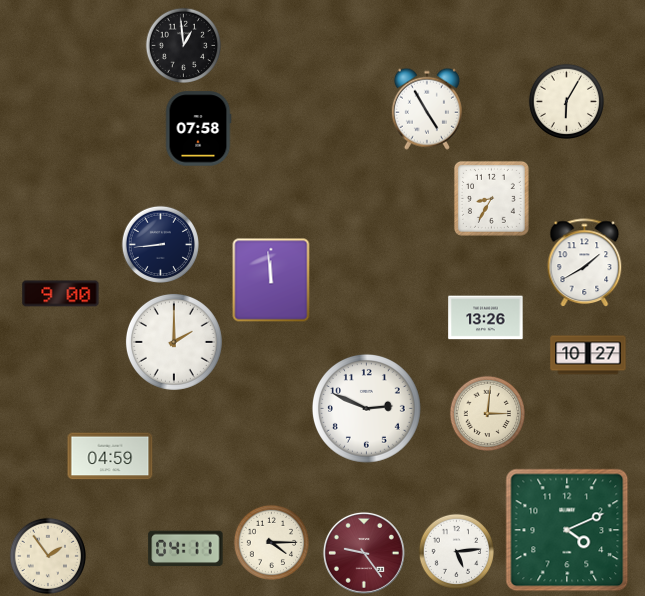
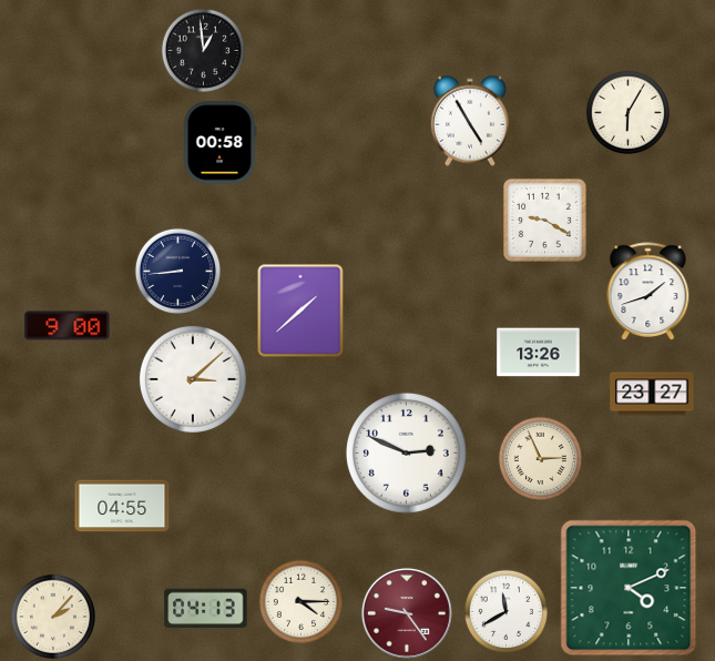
clock at (427, 109) position: (427, 109) -> (470, 121)
clock at (198, 129): 07:58 -> 00:58
clock at (491, 198): 8:35 -> 9:20
clock at (585, 263): 1:40 -> 1:42
clock at (271, 280): 11:59 -> 1:38
clock at (174, 342): 2:00 -> 3:08
clock at (588, 355): 10:27 -> 23:27
clock at (487, 413): 3:01 -> 2:56
clock at (110, 456): 04:59 -> 04:55
clock at (186, 549): 04:11 -> 04:13
clock at (456, 551): 5:14 -> 11:40
clock at (364, 553) position: (364, 553) -> (407, 613)
clock at (47, 555): 1:54 -> 2:07
